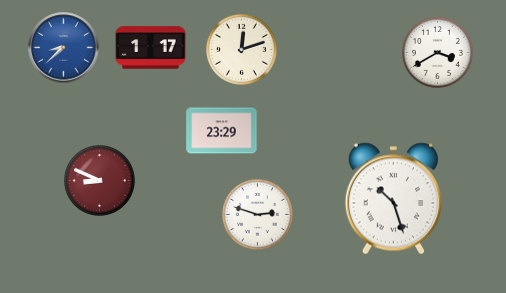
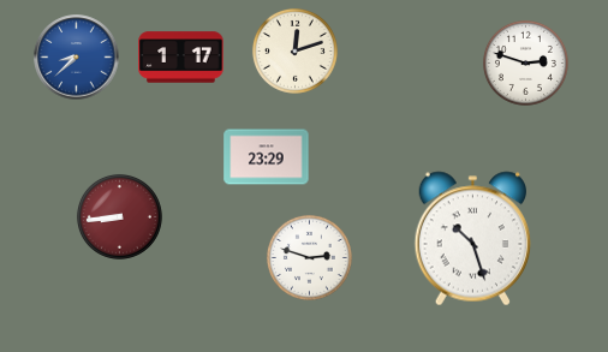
clock at (241, 49) position: (241, 49) -> (294, 50)
clock at (437, 52): 3:40 -> 2:48
clock at (99, 180): 8:49 -> 8:44
